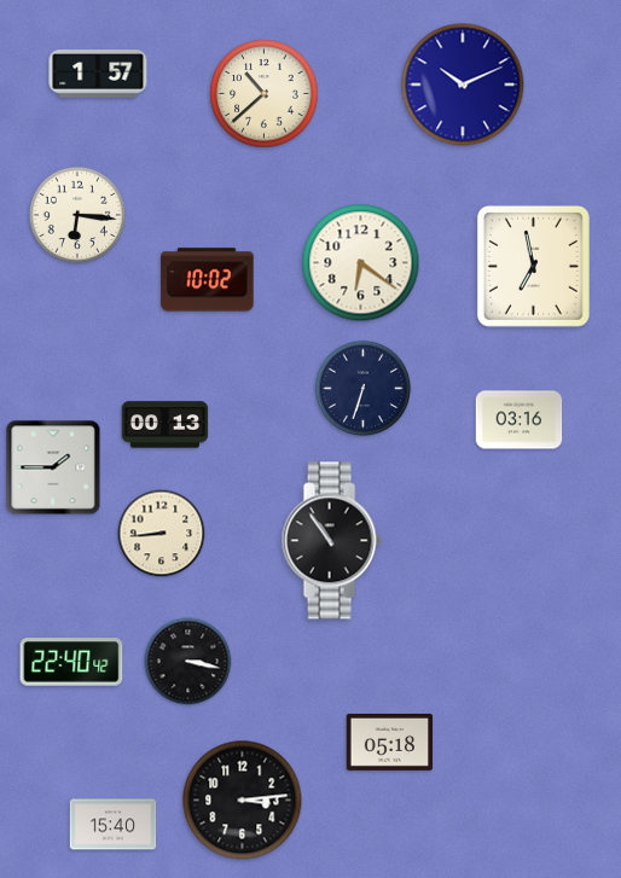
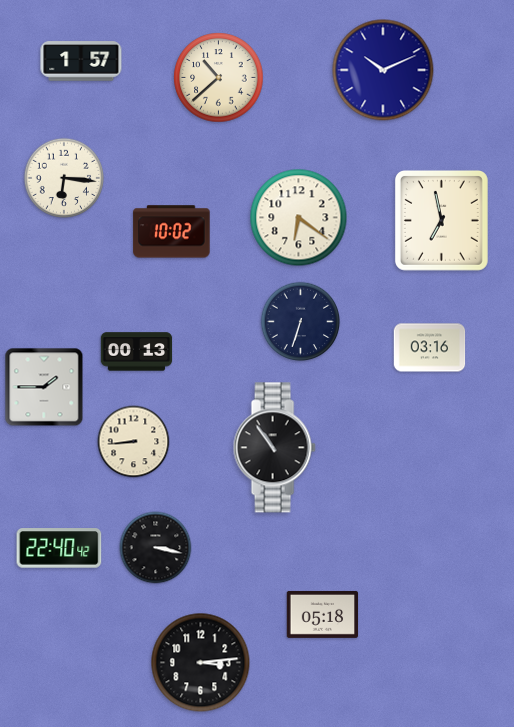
clock at (114, 825): 15:40 -> none
